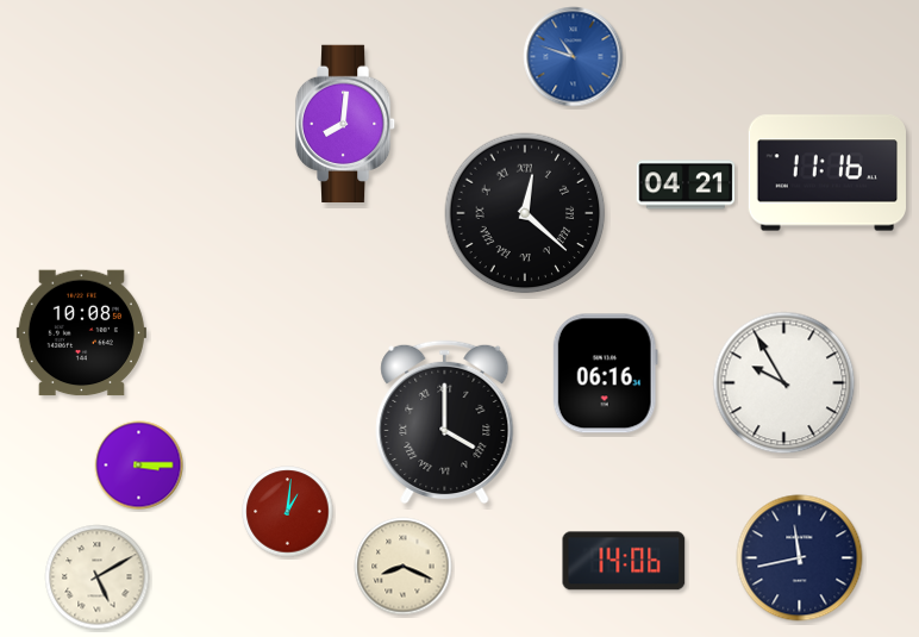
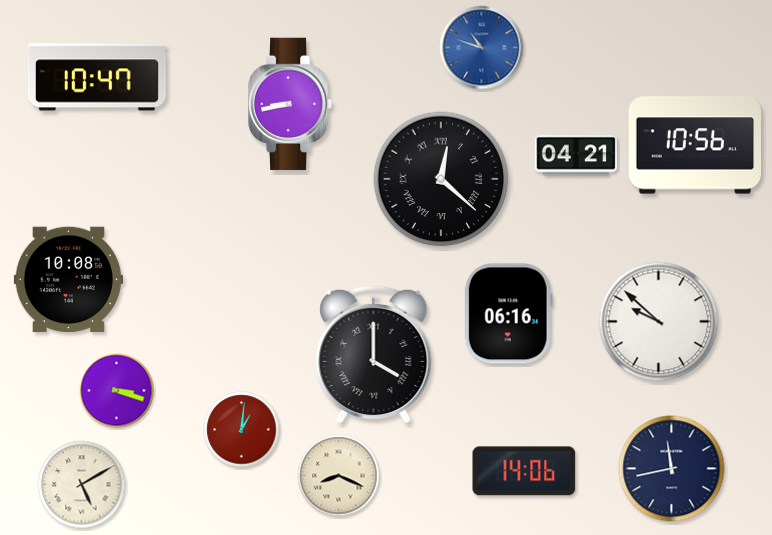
clock at (97, 77): none -> 10:47
clock at (345, 123): 8:01 -> 8:43
clock at (827, 173): 11:16 -> 10:56
clock at (784, 383): 9:55 -> 9:52
clock at (139, 466): 3:15 -> 3:18
